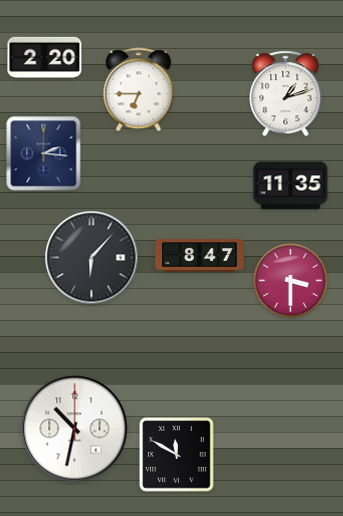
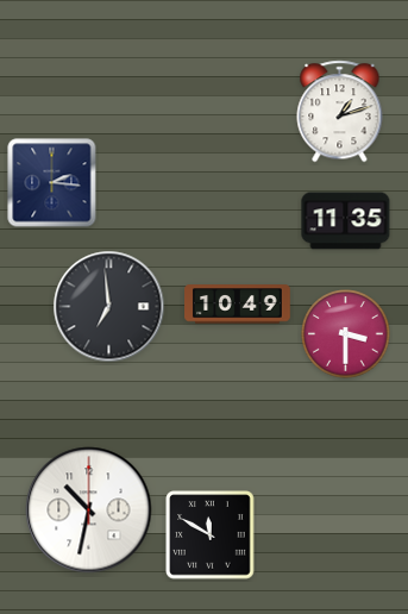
clock at (45, 57): 2:20 -> none
clock at (139, 90): 6:45 -> none
clock at (200, 256): 8:47 -> 10:49
clock at (92, 258): 6:07 -> 6:59
clock at (177, 455) position: (177, 455) -> (211, 535)
